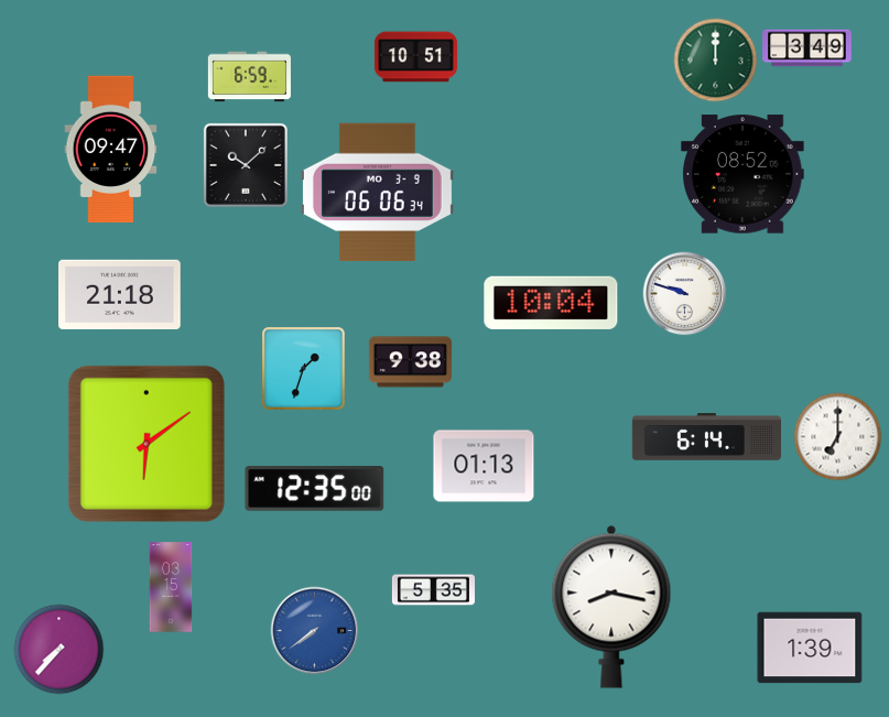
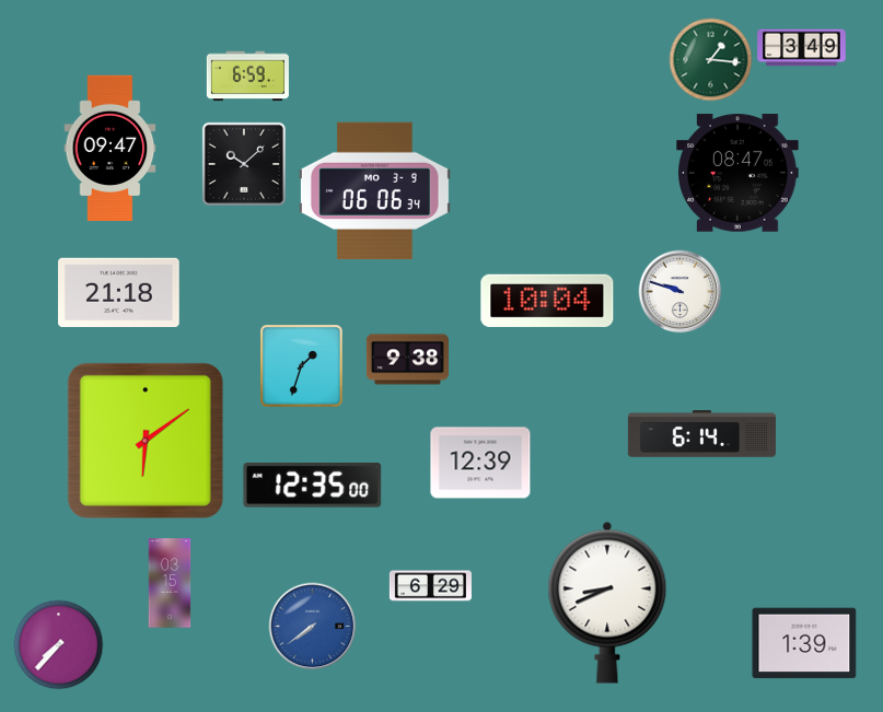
clock at (415, 57): 10:51 -> none
clock at (716, 61): 12:00 -> 1:16
clock at (742, 174): 08:52 -> 08:47
clock at (838, 437): 7:00 -> none
clock at (484, 466): 01:13 -> 12:39
clock at (433, 590): 5:35 -> 6:29
clock at (611, 607): 8:17 -> 8:41
